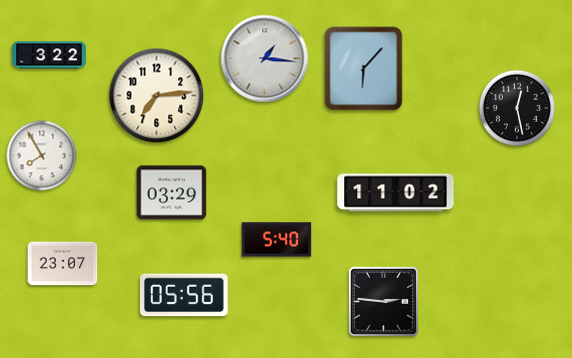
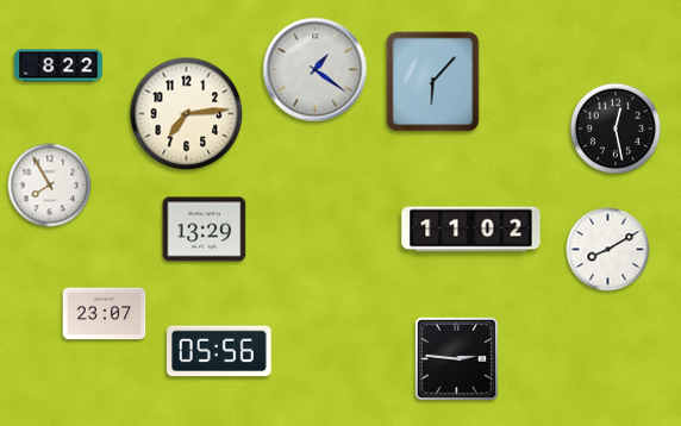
clock at (49, 55): 3:22 -> 8:22
clock at (265, 59): 1:16 -> 1:21
clock at (172, 193): 03:29 -> 13:29
clock at (608, 250): none -> 8:10
clock at (277, 240): 5:40 -> none
clock at (63, 264) position: (63, 264) -> (105, 314)
